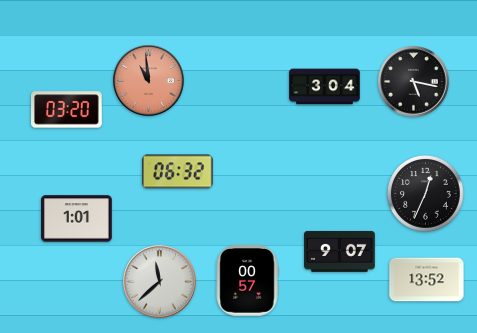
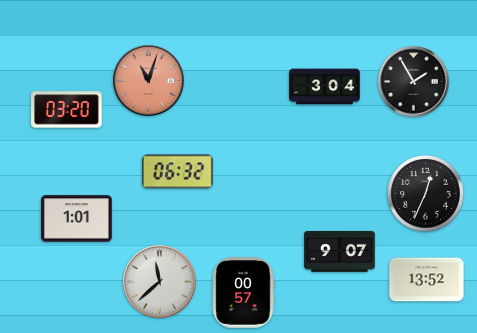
clock at (149, 81): 10:59 -> 11:03
clock at (414, 82): 5:17 -> 1:55
clock at (247, 281) position: (247, 281) -> (243, 293)
